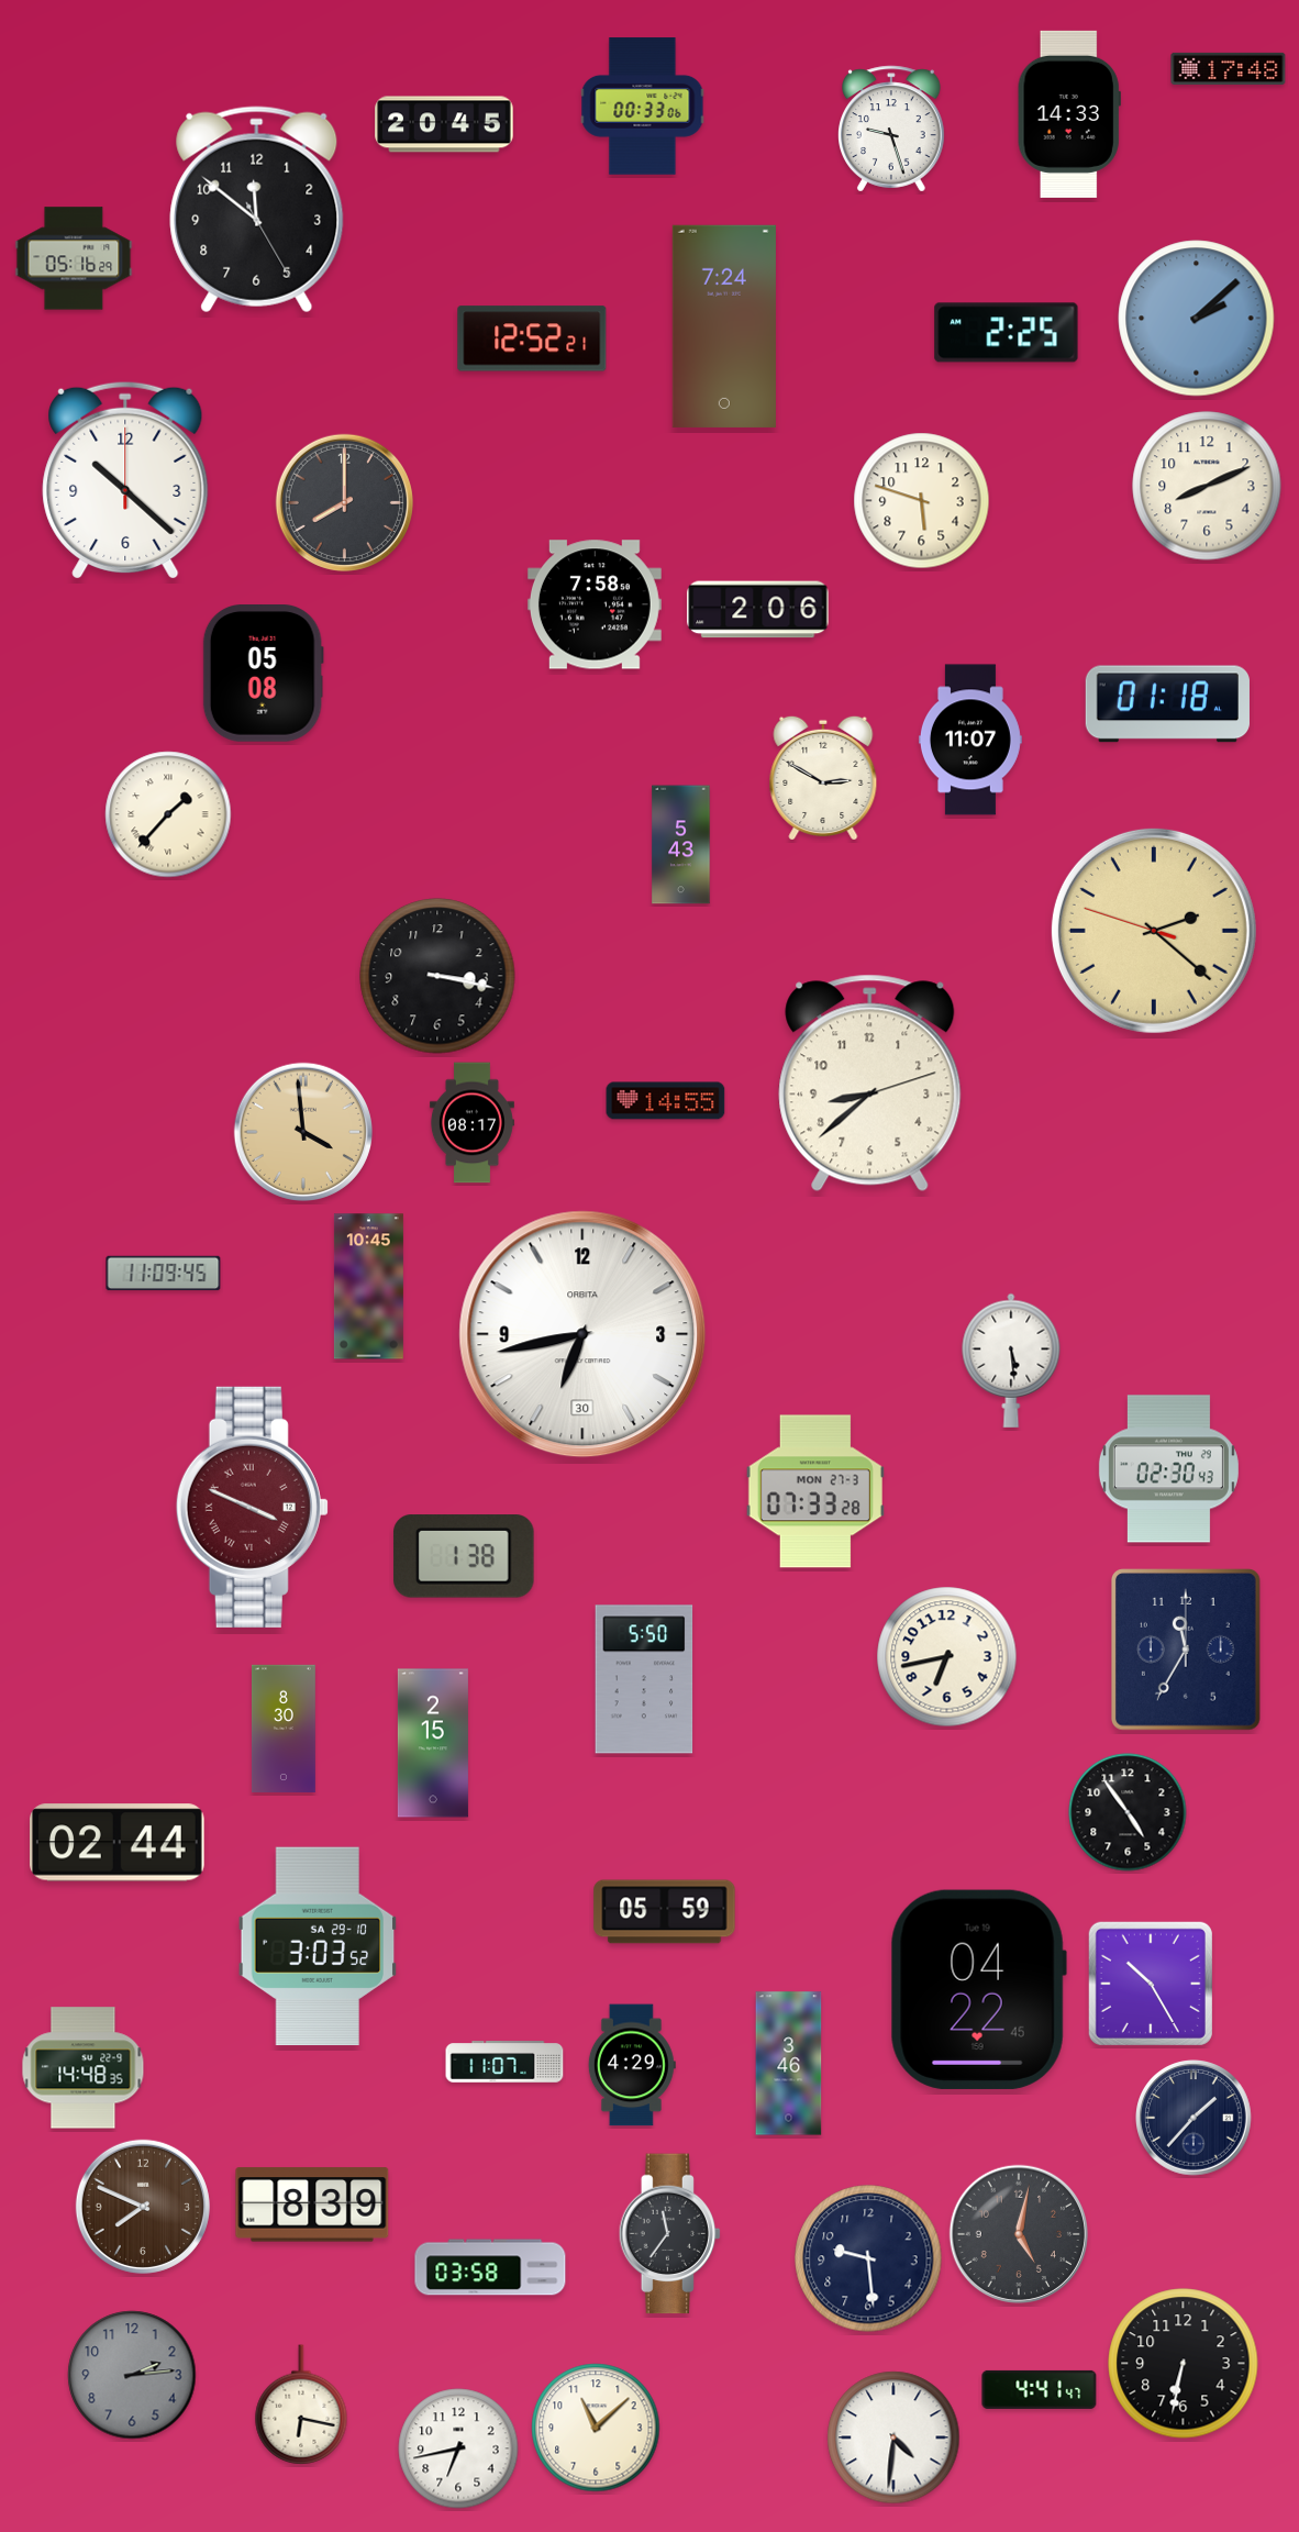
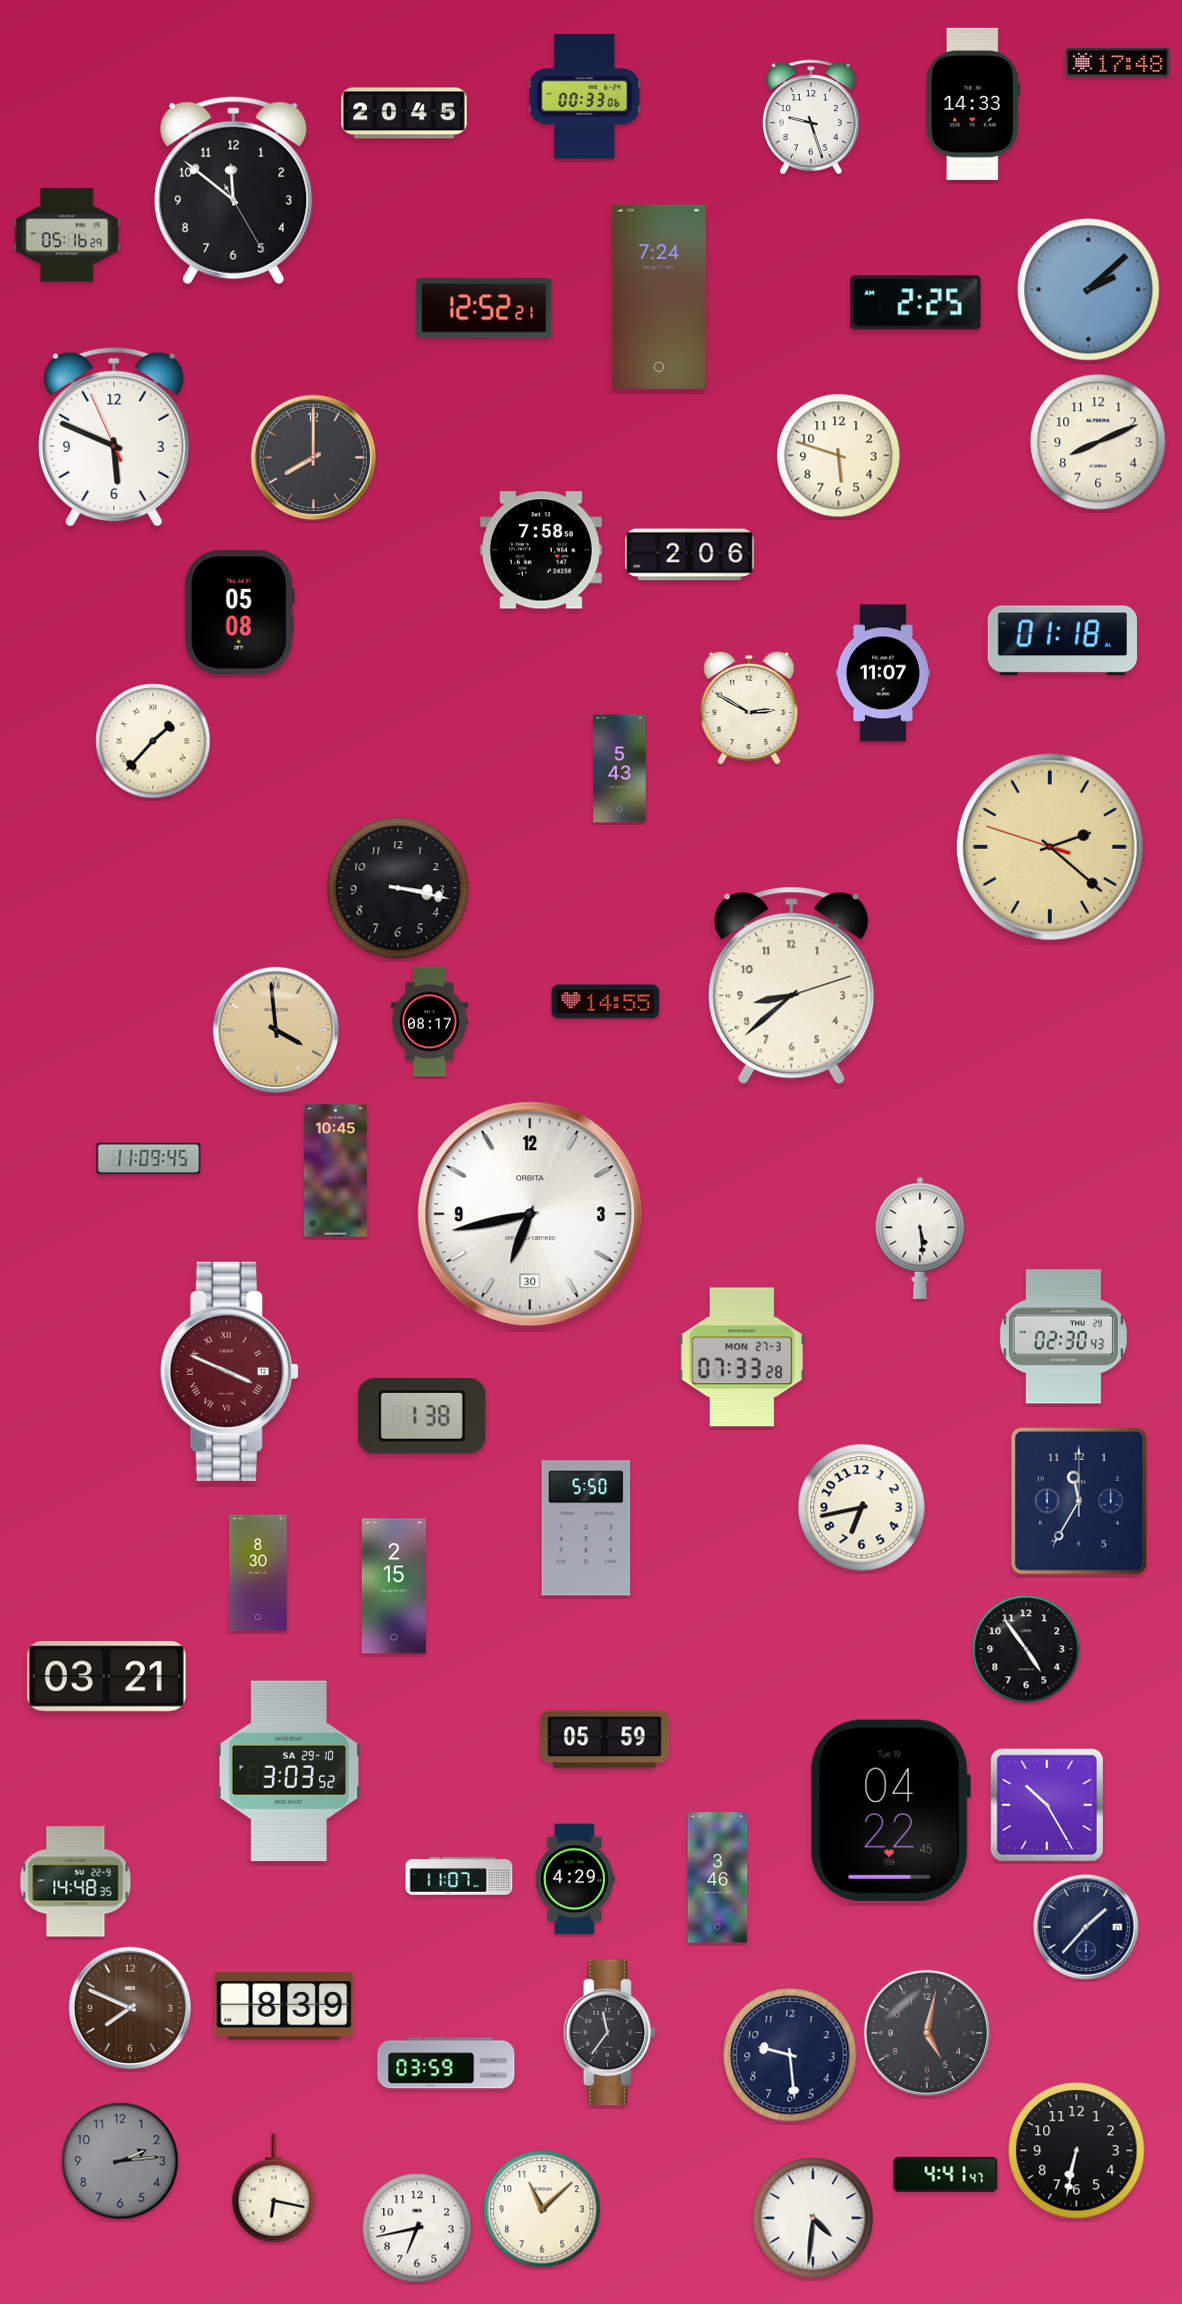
clock at (125, 479): 10:22 -> 5:48
clock at (118, 1843): 02:44 -> 03:21
clock at (490, 2267): 03:58 -> 03:59
